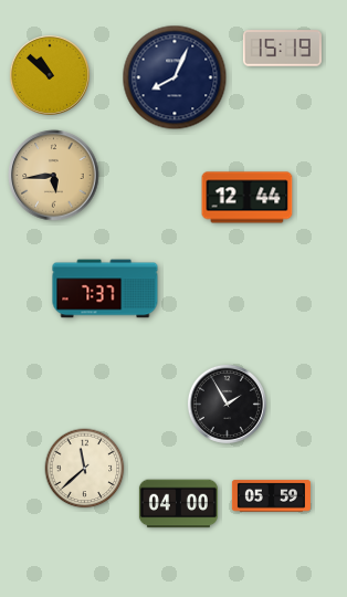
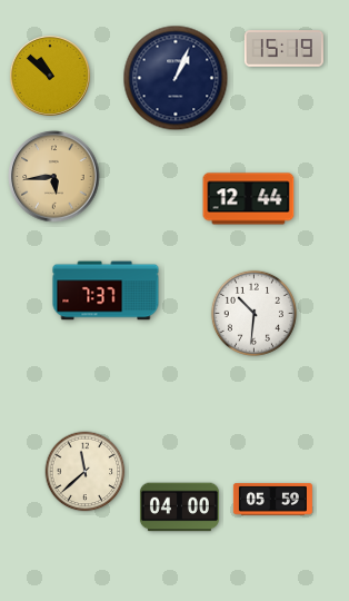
clock at (175, 77): 8:04 -> 1:04
clock at (253, 313): none -> 10:31
clock at (227, 404): 1:55 -> none
